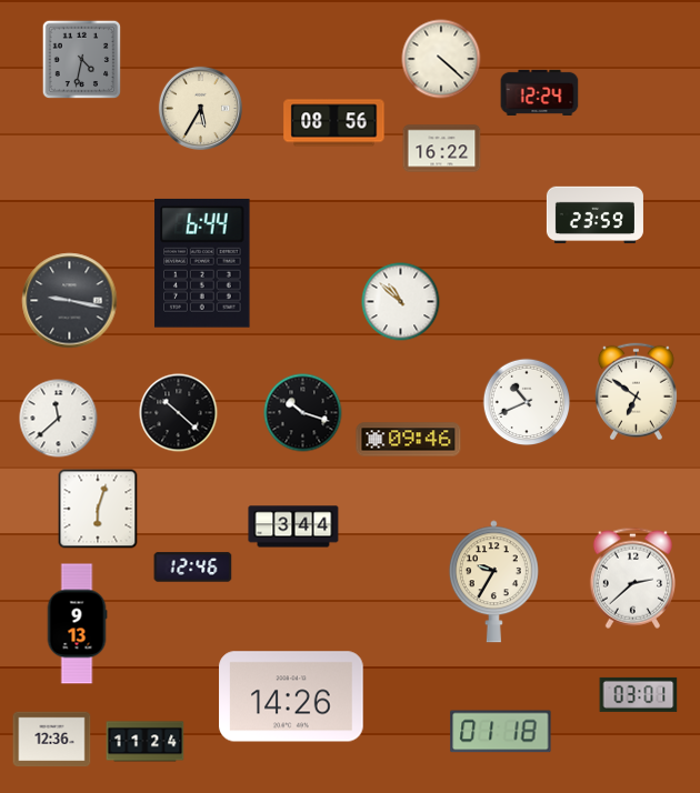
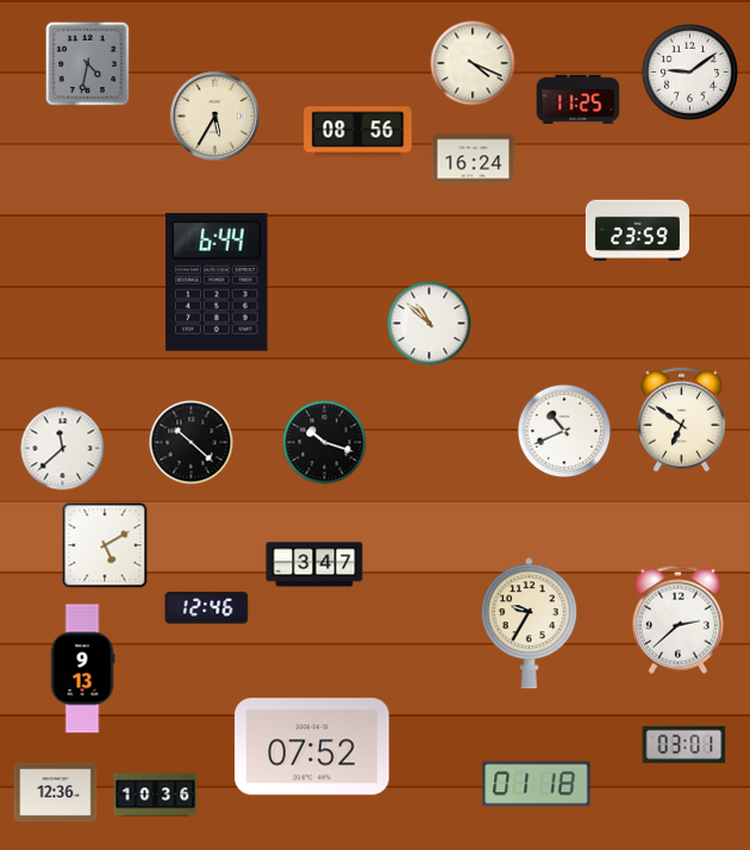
clock at (441, 59): 4:22 -> 4:19
clock at (689, 71): none -> 9:09
clock at (540, 92): 12:24 -> 11:25
clock at (442, 149): 16:22 -> 16:24
clock at (70, 301): 9:17 -> none
clock at (409, 440): 09:46 -> none
clock at (98, 509): 6:03 -> 5:10
clock at (293, 526): 3:44 -> 3:47
clock at (291, 696): 14:26 -> 07:52
clock at (146, 742): 11:24 -> 10:36
